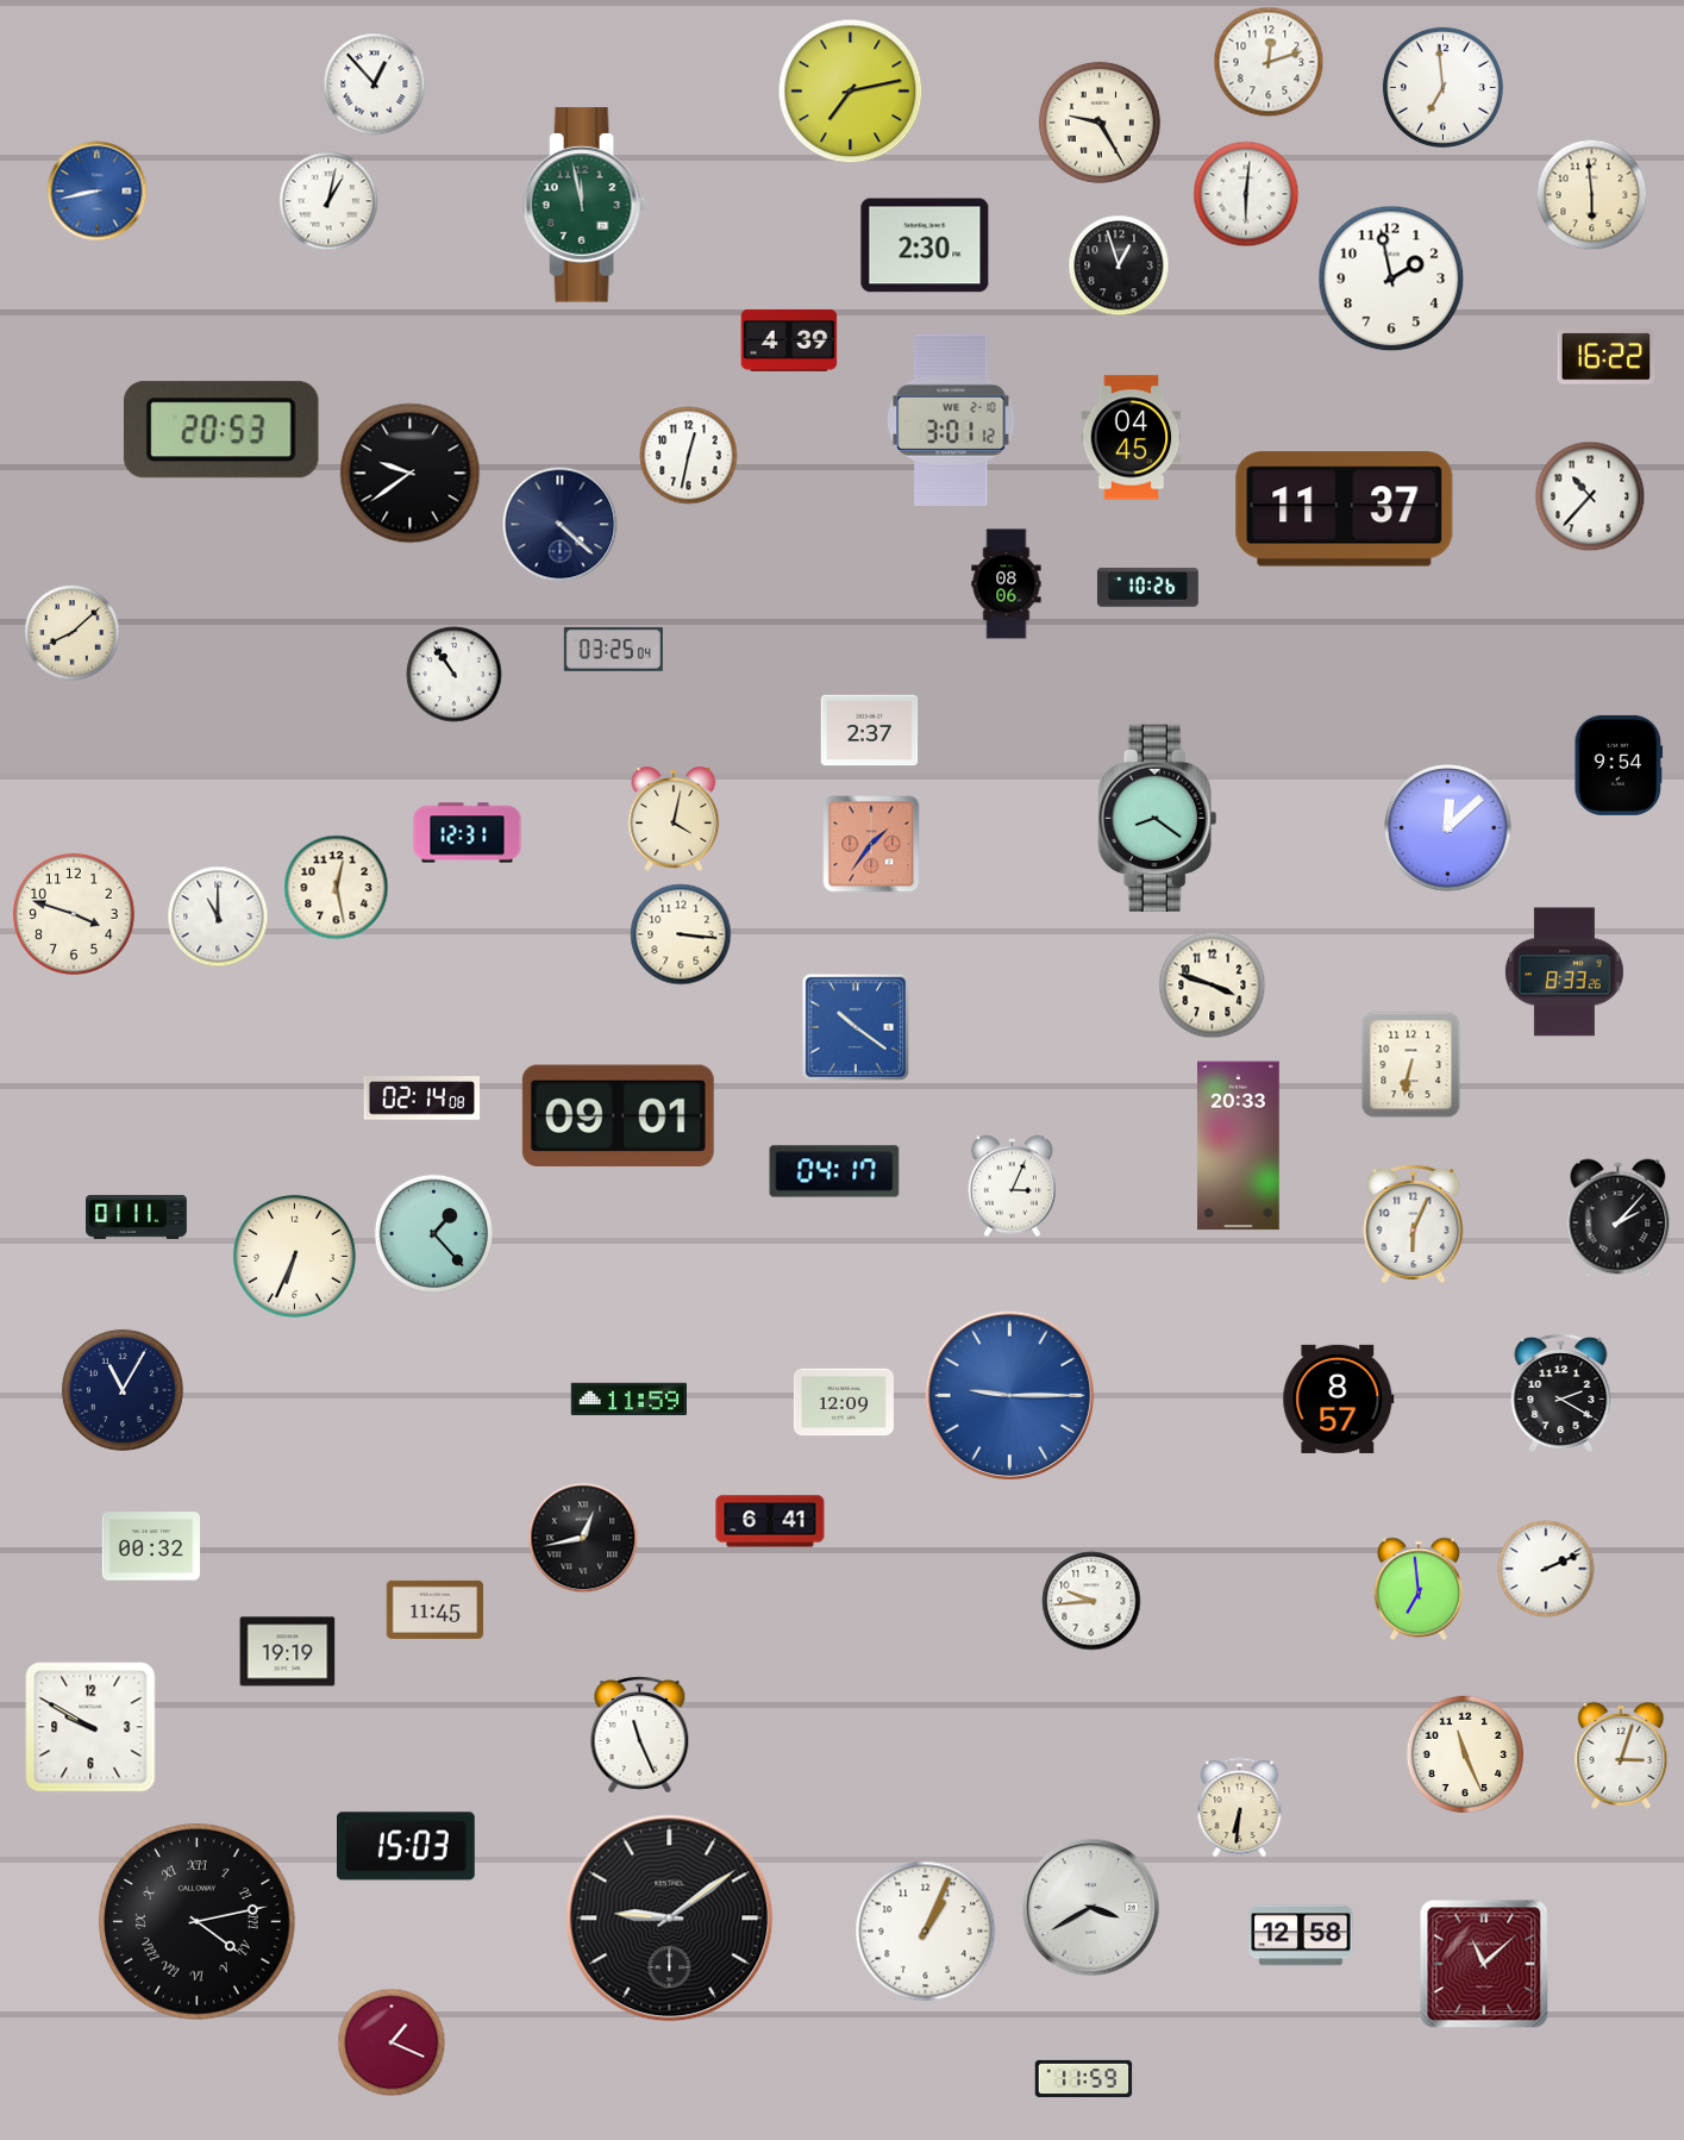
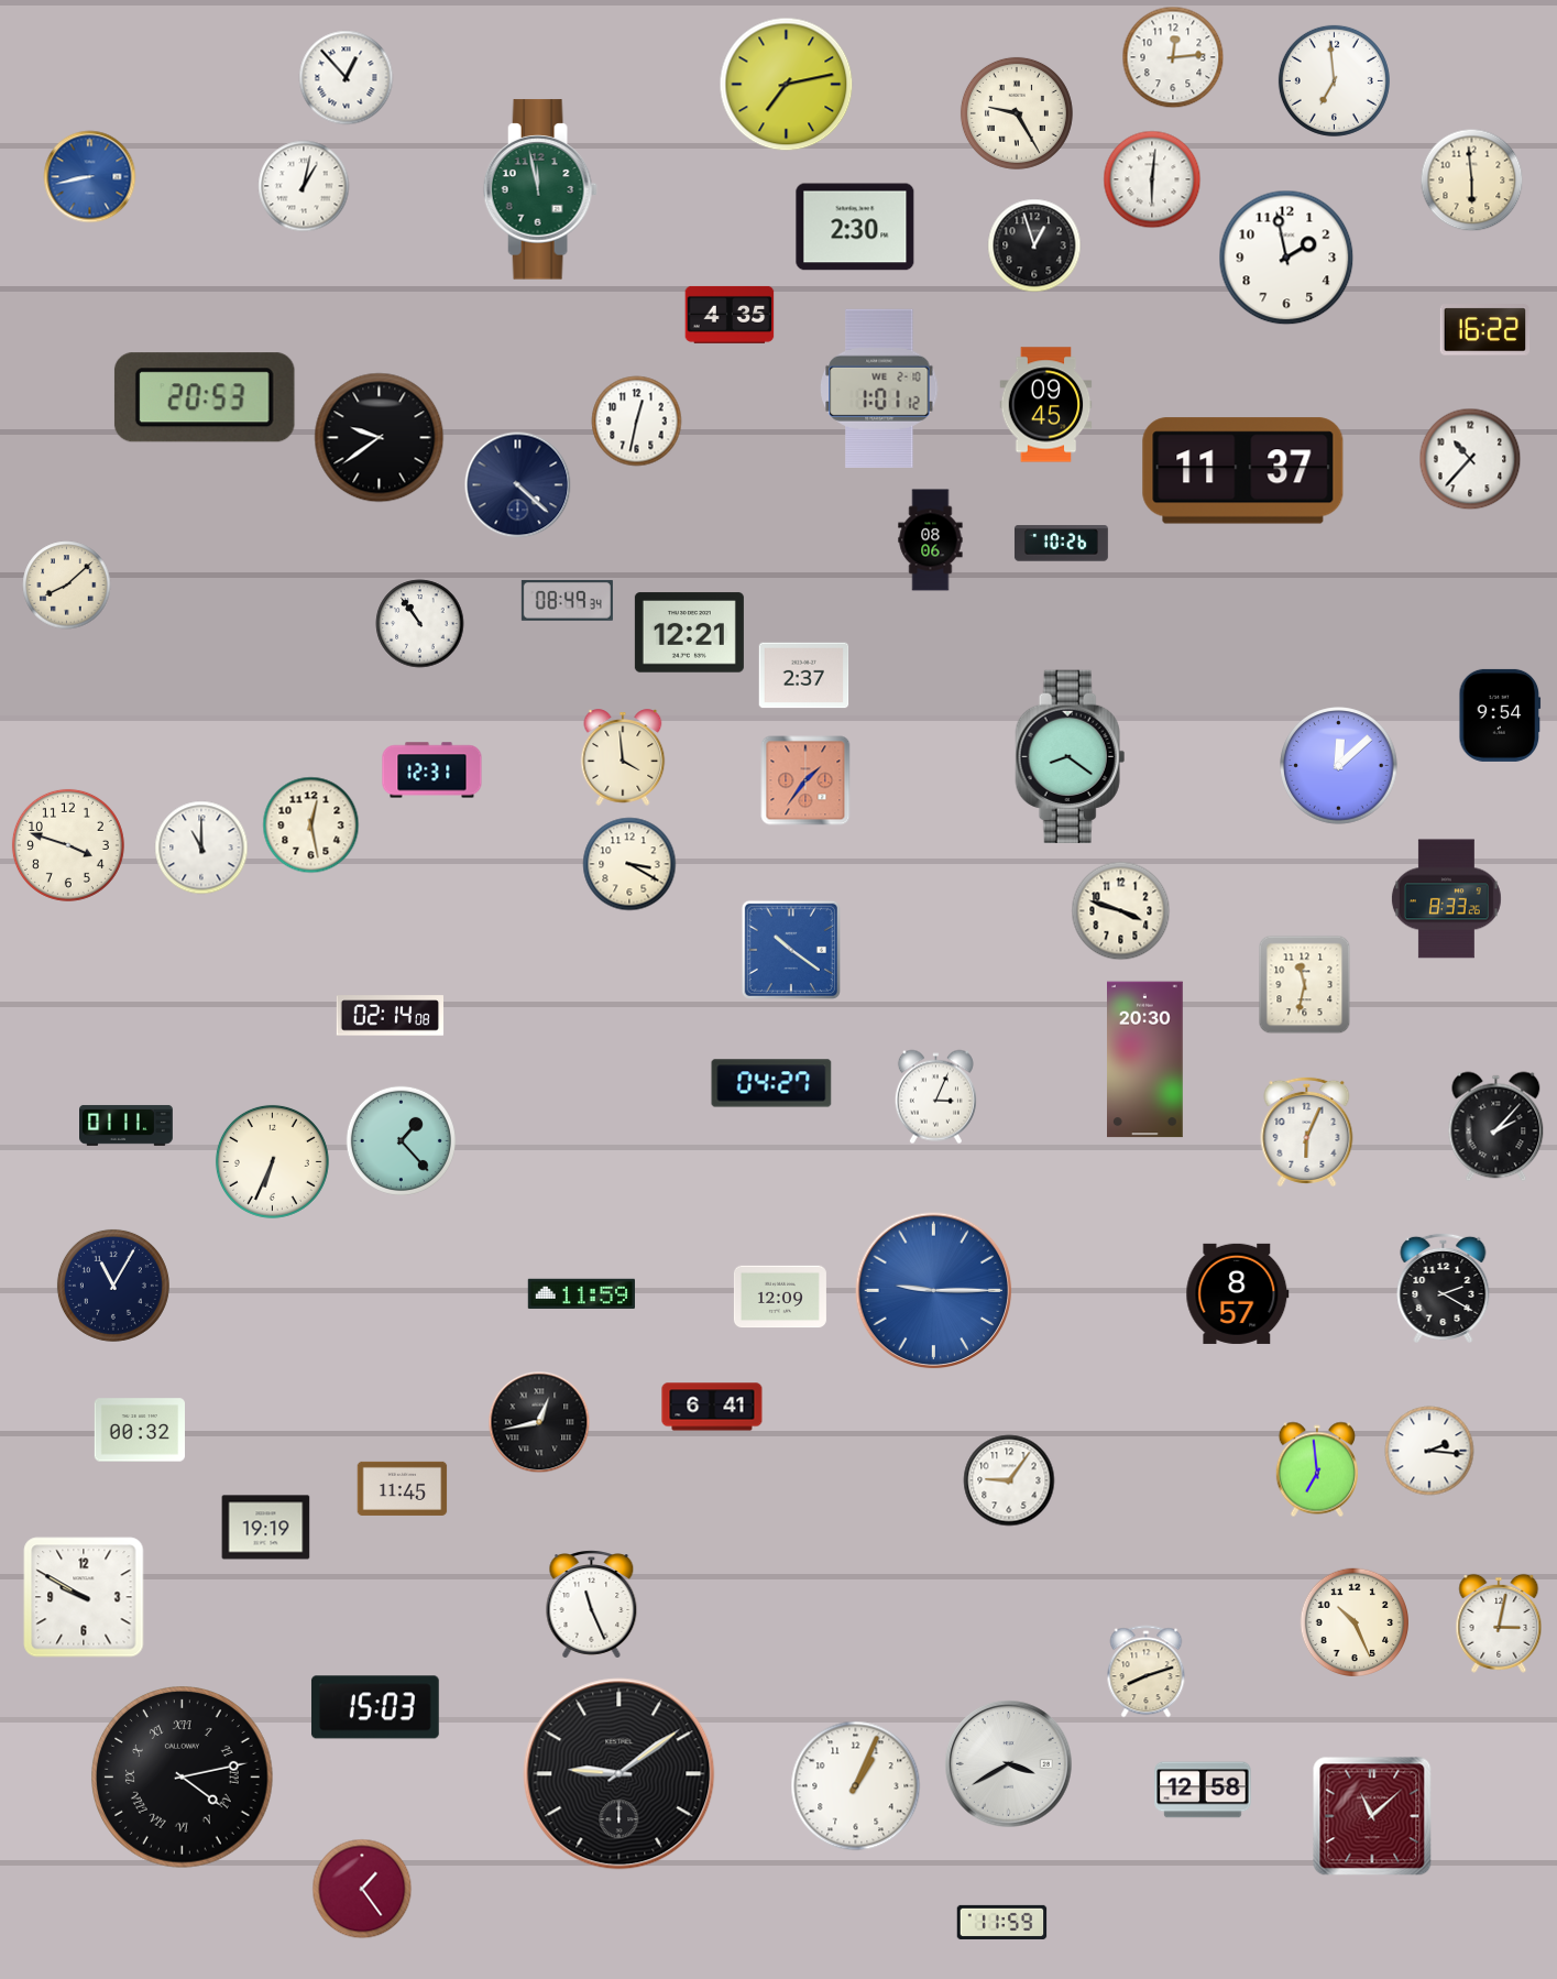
clock at (1269, 62): 12:12 -> 12:14
clock at (789, 340): 4:39 -> 4:35
clock at (951, 420): 3:01 -> 1:01
clock at (1132, 438): 04:45 -> 09:45
clock at (613, 650): 03:25 -> 08:49
clock at (689, 633): none -> 12:21
clock at (1619, 765) position: (1619, 765) -> (1500, 715)
clock at (674, 819): 4:02 -> 3:59
clock at (337, 888) position: (337, 888) -> (311, 826)
clock at (681, 934): 3:16 -> 3:20
clock at (1411, 1065): 6:32 -> 11:32
clock at (618, 1115): 09:01 -> none
clock at (1239, 1146): 20:33 -> 20:30
clock at (834, 1171): 04:17 -> 04:27
clock at (1546, 1569): 2:11 -> 2:16
clock at (1419, 1589) position: (1419, 1589) -> (1317, 1469)
clock at (1091, 1601): 9:44 -> 9:06
clock at (1464, 1753): 11:26 -> 10:26
clock at (1621, 1756): 3:03 -> 3:02
clock at (1240, 1808): 6:31 -> 8:12
clock at (392, 2042): 1:19 -> 1:24
